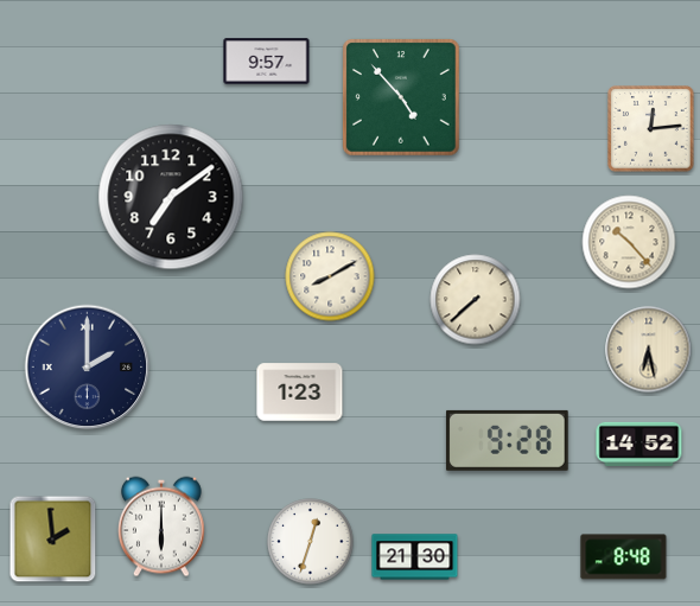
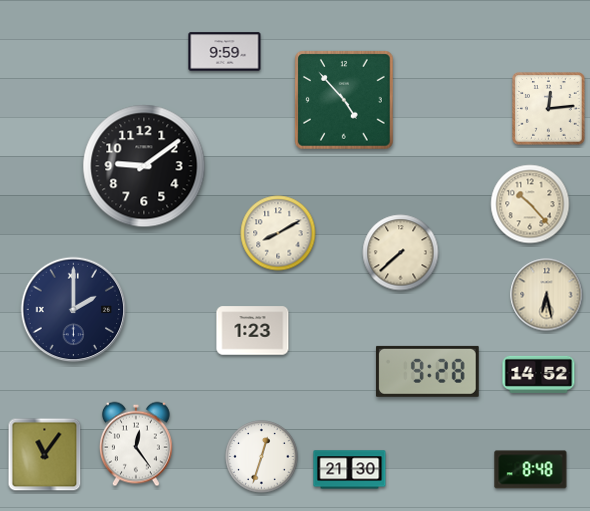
clock at (267, 62): 9:57 -> 9:59
clock at (402, 98) position: (402, 98) -> (345, 101)
clock at (171, 197): 7:09 -> 9:09
clock at (161, 527): 6:00 -> 12:24
clock at (53, 540): 1:59 -> 11:06
clock at (624, 557) position: (624, 557) -> (531, 470)
